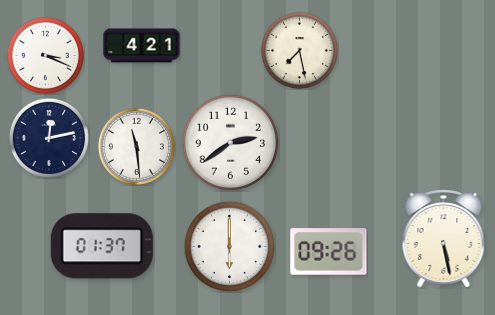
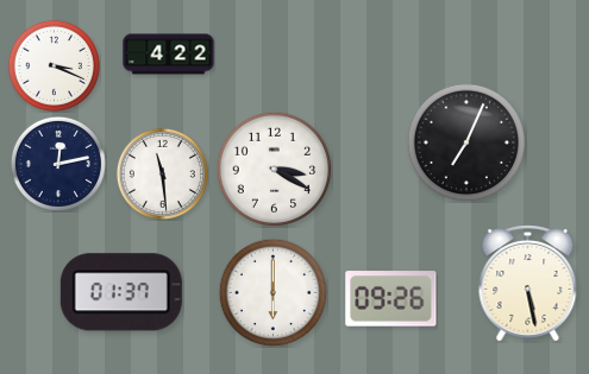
clock at (142, 46): 4:21 -> 4:22
clock at (299, 50): 7:28 -> none
clock at (466, 142): none -> 7:04
clock at (230, 142): 2:39 -> 3:20
